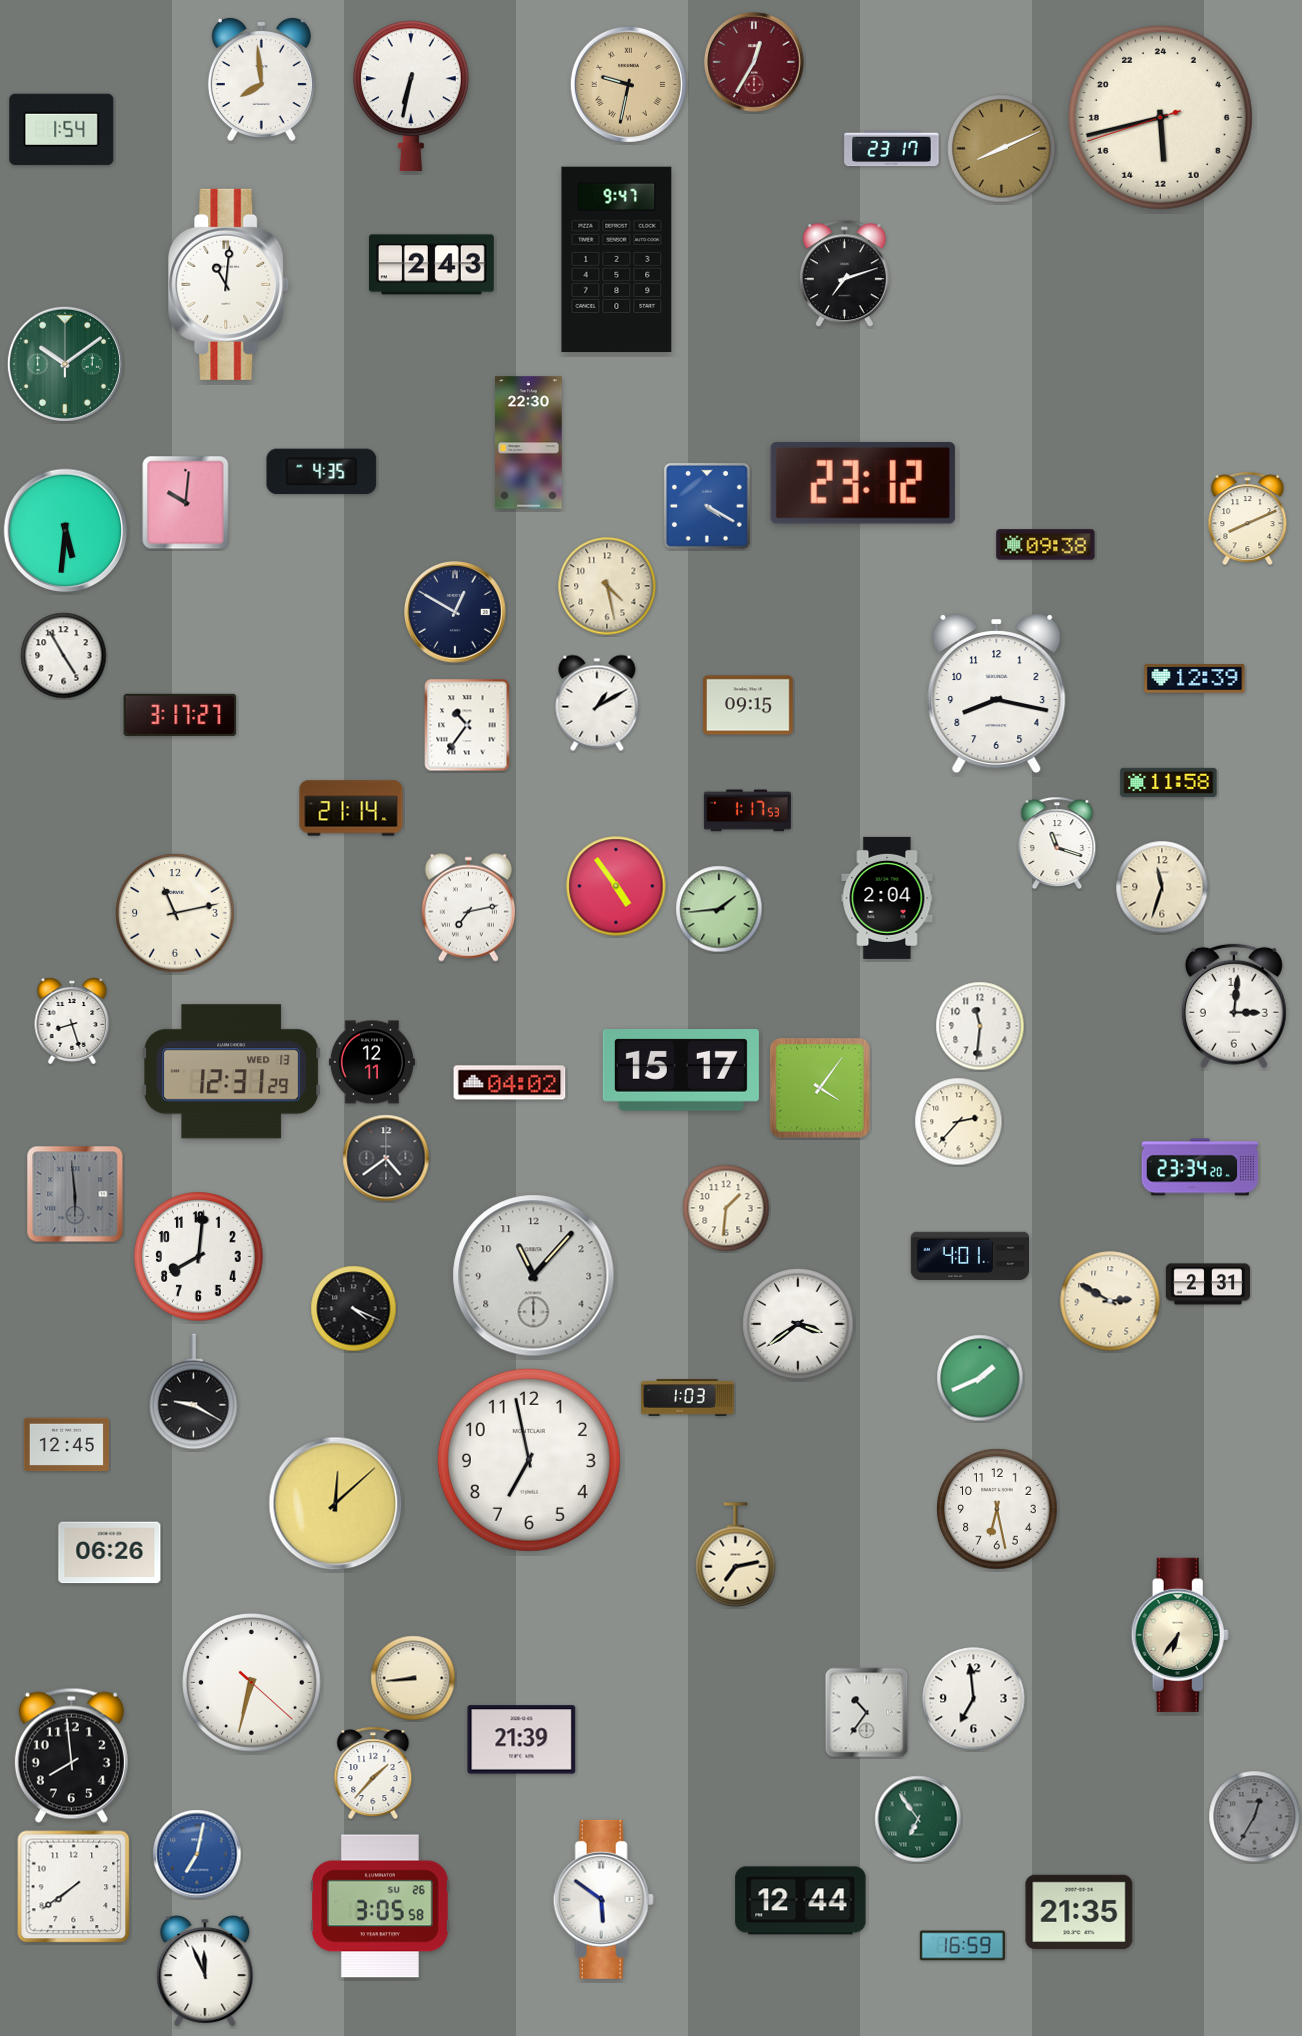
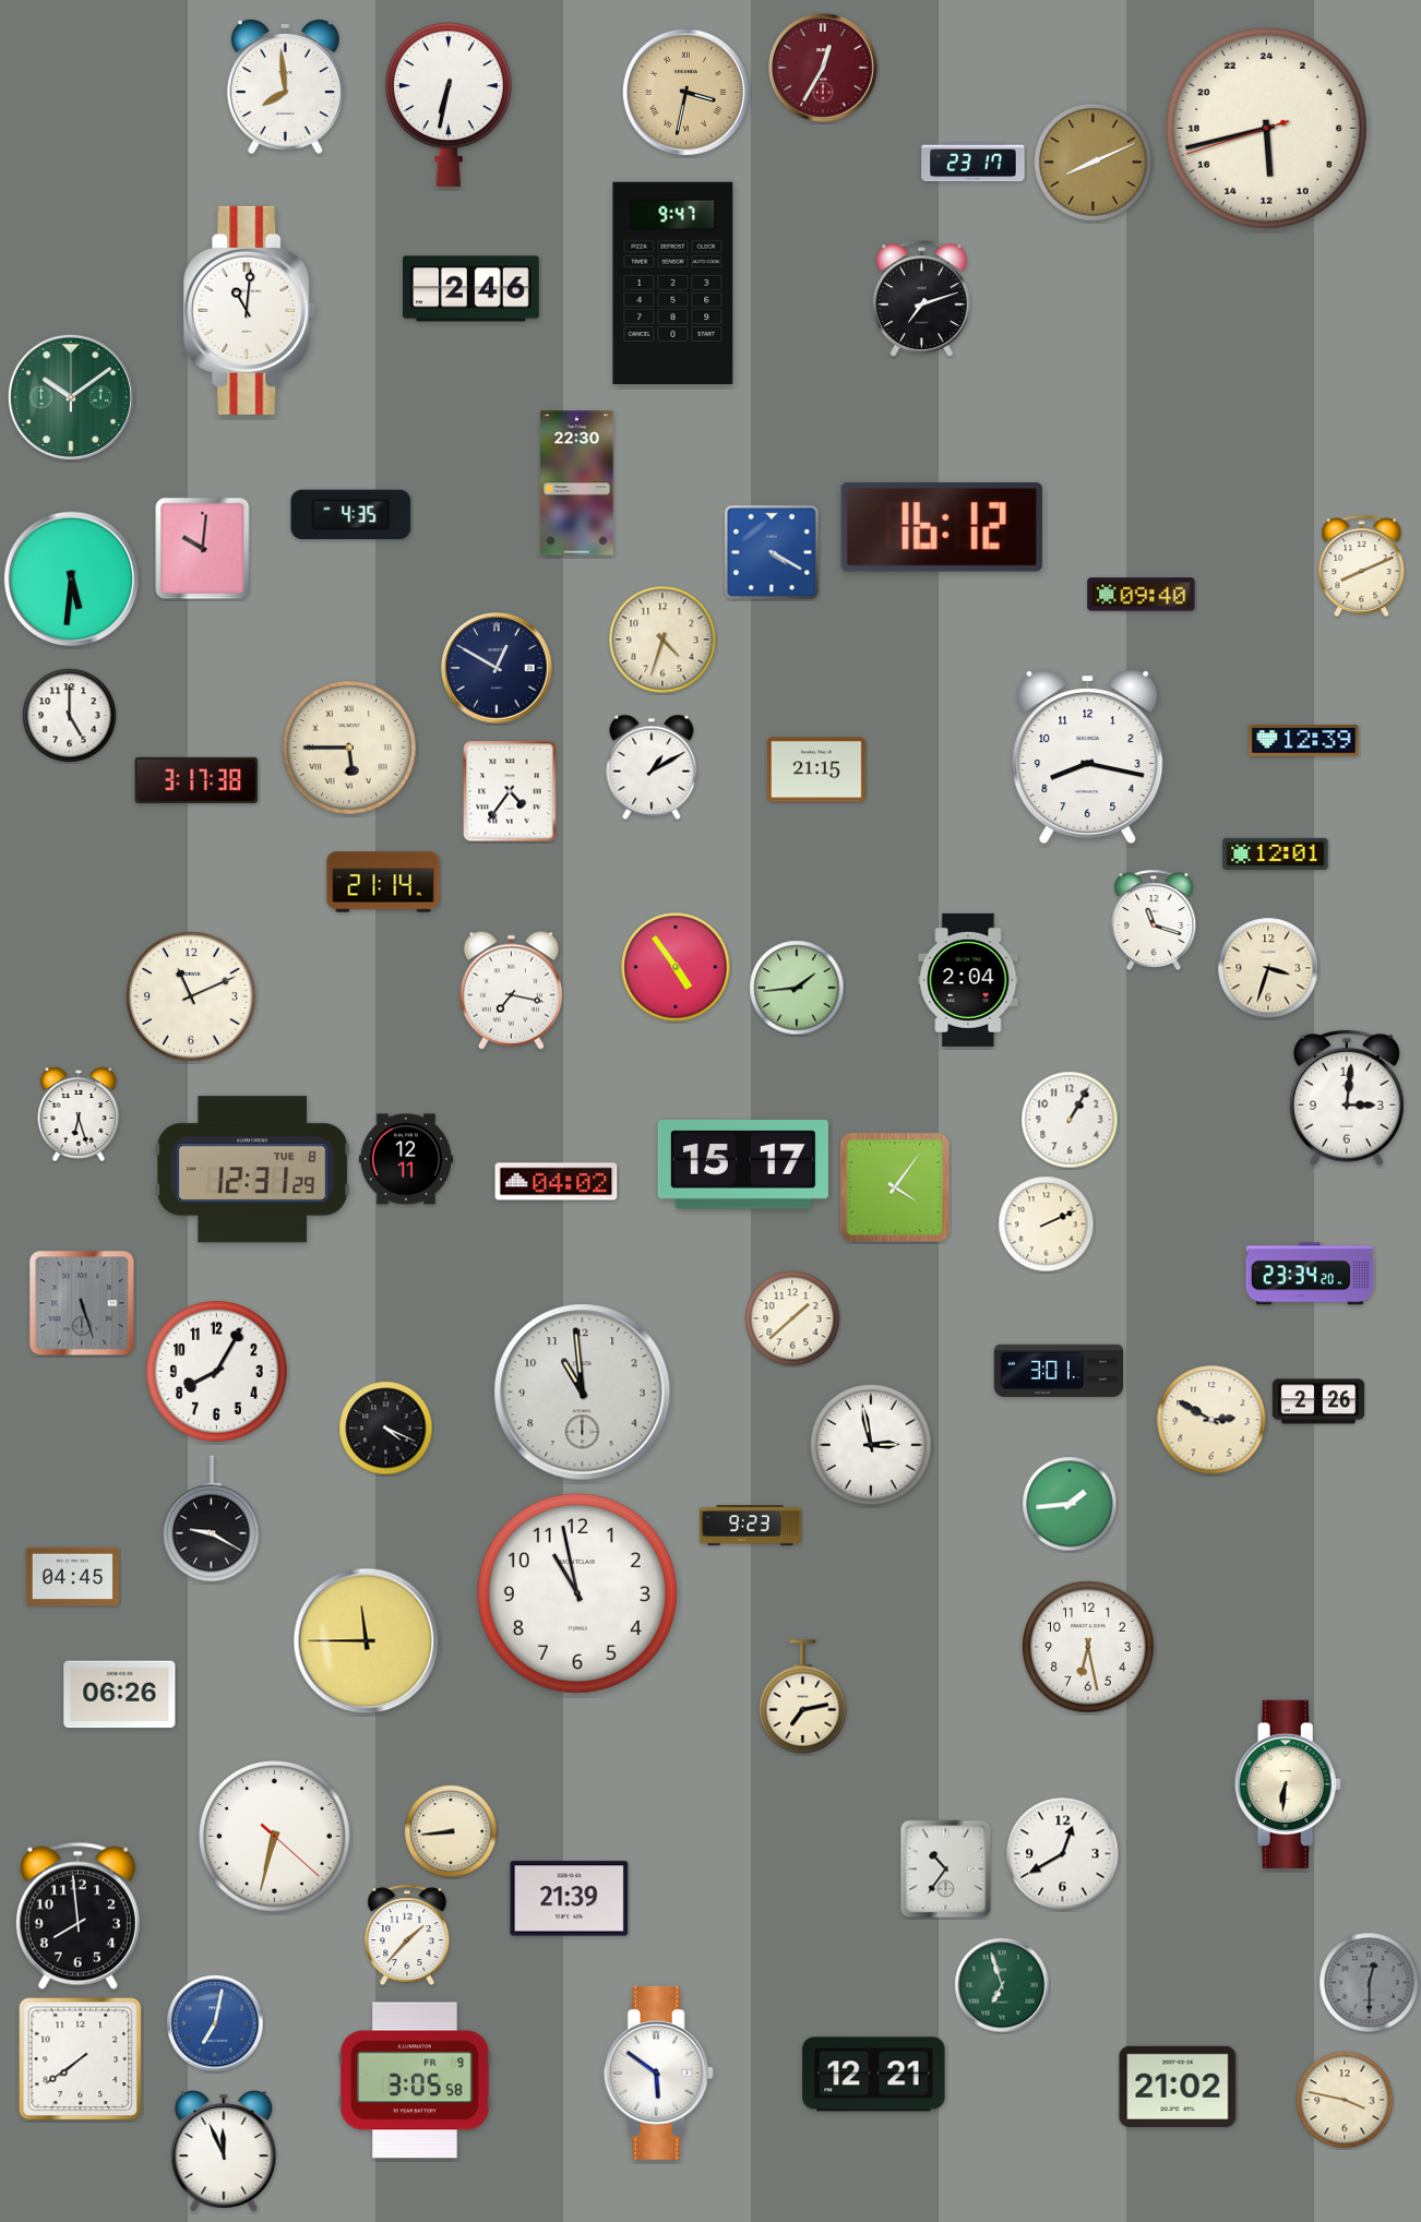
clock at (628, 84): 9:32 -> 3:32
clock at (62, 129): 1:54 -> none
clock at (431, 265): 2:43 -> 2:46
clock at (863, 483): 23:12 -> 16:12
clock at (1046, 545): 09:38 -> 09:40
clock at (607, 586): 4:28 -> 4:33
clock at (64, 656): 4:55 -> 5:00
clock at (349, 748): none -> 5:45
clock at (748, 705): 09:15 -> 21:15
clock at (180, 715): 3:17:27 -> 3:17:38
clock at (467, 725): 10:36 -> 4:36
clock at (1169, 782): 11:58 -> 12:01
clock at (747, 811): 1:17 -> none
clock at (616, 886) position: (616, 886) -> (676, 967)
clock at (1162, 887): 11:33 -> 3:33
clock at (468, 907): 7:13 -> 7:17
clock at (719, 909) position: (719, 909) -> (797, 988)
clock at (175, 913): 11:13 -> 11:11
clock at (72, 1021): 8:27 -> 6:27
clock at (980, 1026): 11:31 -> 1:05
clock at (681, 1071) position: (681, 1071) -> (743, 1166)
clock at (232, 1072) date: WED 13 -> TUE 8
clock at (959, 1122): 2:37 -> 2:11
clock at (386, 1158): 4:39 -> none
clock at (75, 1194): 5:59 -> 5:27
clock at (726, 1208): 1:31 -> 1:38
clock at (969, 1256): 4:01 -> 3:01
clock at (199, 1257): 8:01 -> 8:05
clock at (534, 1276): 11:07 -> 10:59
clock at (1207, 1284): 2:31 -> 2:26
clock at (798, 1324): 3:39 -> 2:58
clock at (980, 1378): 1:41 -> 1:44
clock at (688, 1398): 1:03 -> 9:23
clock at (66, 1445): 12:45 -> 04:45
clock at (529, 1460): 6:58 -> 10:58
clock at (336, 1504): 12:08 -> 11:45
clock at (1180, 1635): 6:36 -> 6:31
clock at (974, 1699): 6:59 -> 12:40
clock at (1255, 1817): 12:35 -> 12:30
clock at (918, 1819): 6:54 -> 6:57
clock at (801, 1901): 12:44 -> 12:21
clock at (380, 1906) date: SU 26 -> FR 9
clock at (1079, 1912): 21:35 -> 21:02
clock at (1345, 2100): none -> 3:47
clock at (962, 1946): 16:59 -> none
